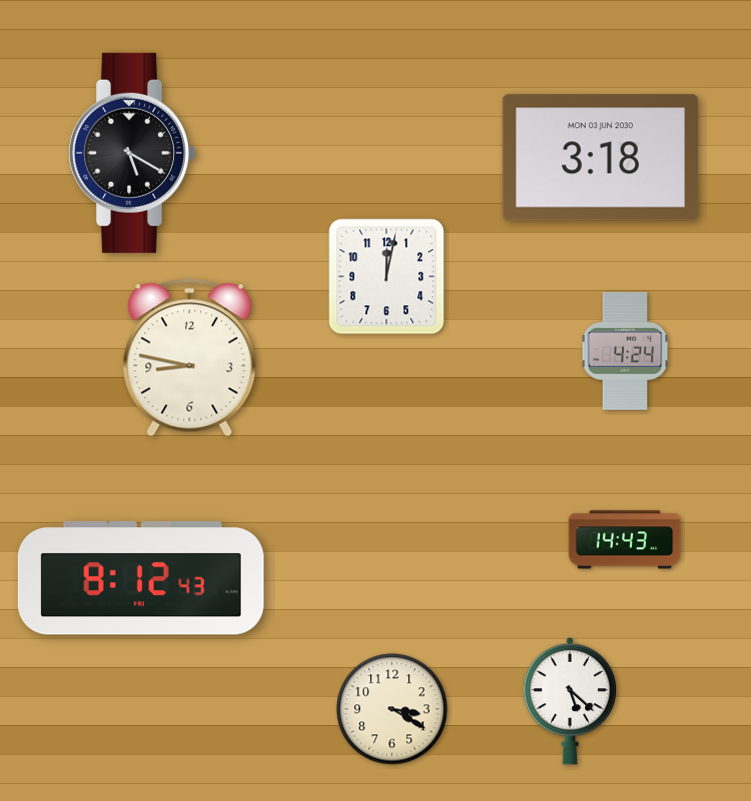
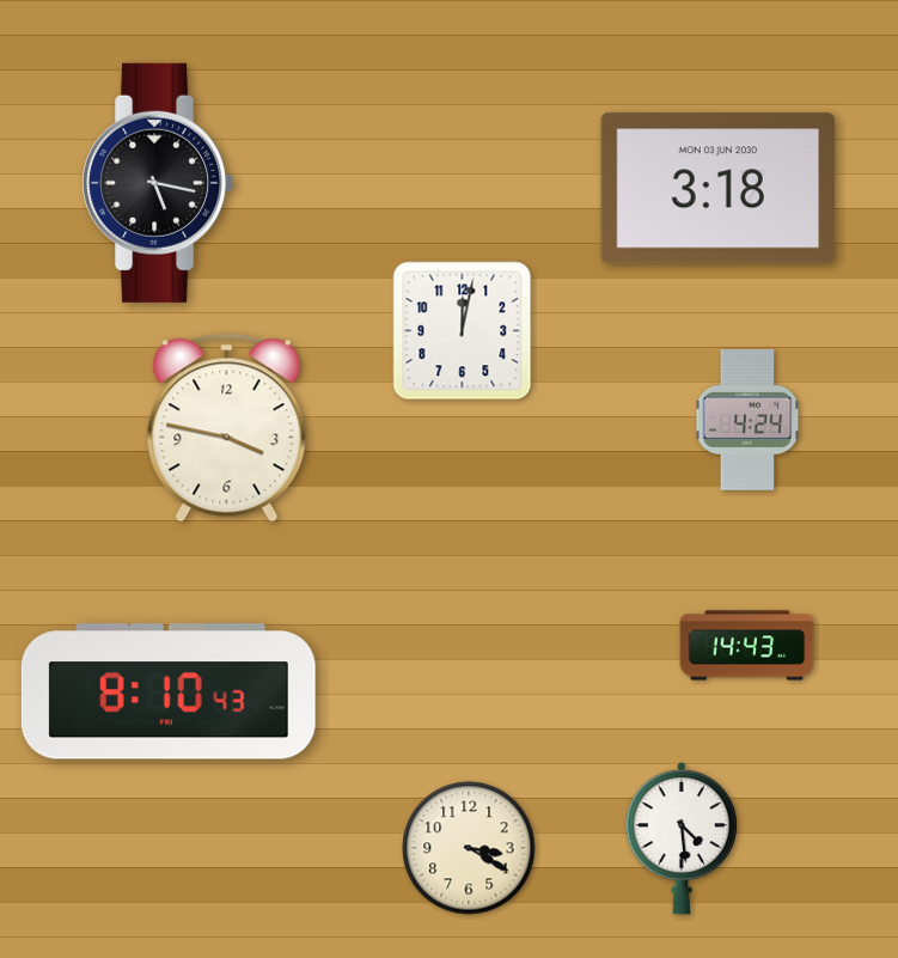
clock at (132, 153): 5:20 -> 5:17
clock at (190, 358): 8:47 -> 3:47
clock at (141, 578): 8:12 -> 8:10
clock at (570, 701): 5:22 -> 4:29
